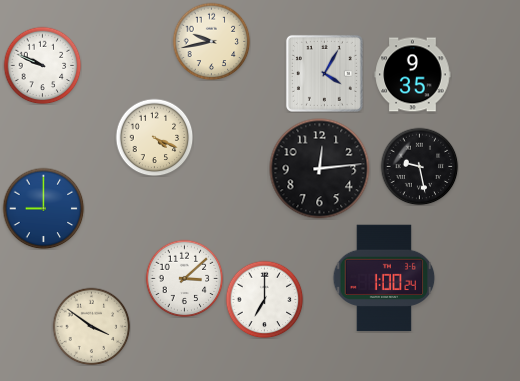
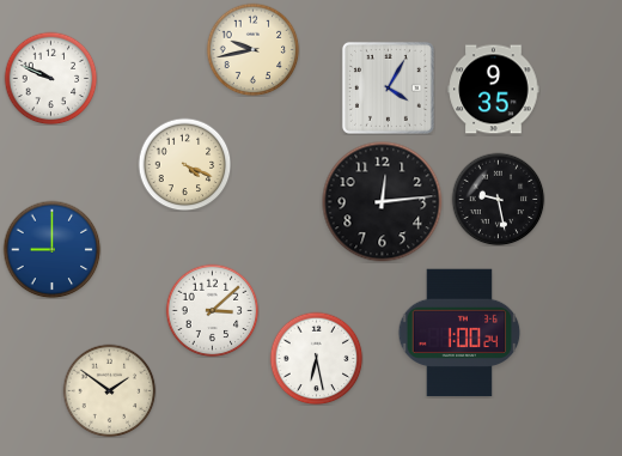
clock at (419, 166) position: (419, 166) -> (498, 199)
clock at (184, 278) position: (184, 278) -> (212, 310)
clock at (264, 299): 7:00 -> 6:28
clock at (91, 326): 3:51 -> 1:51
